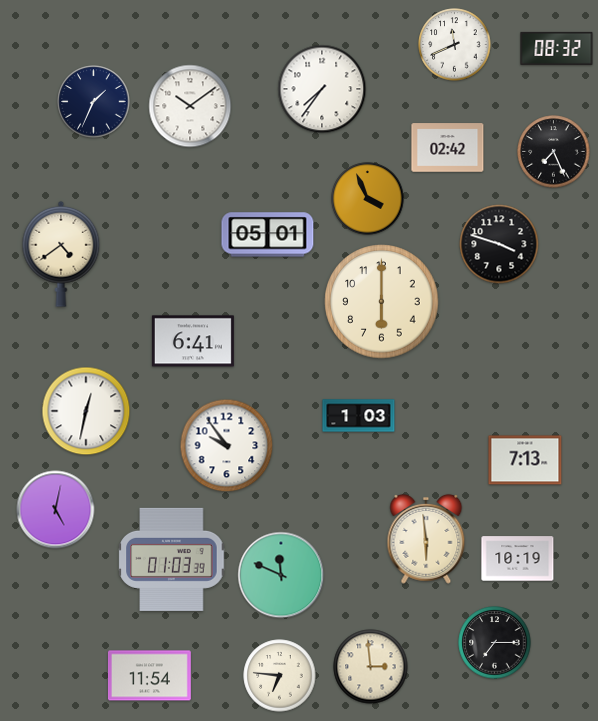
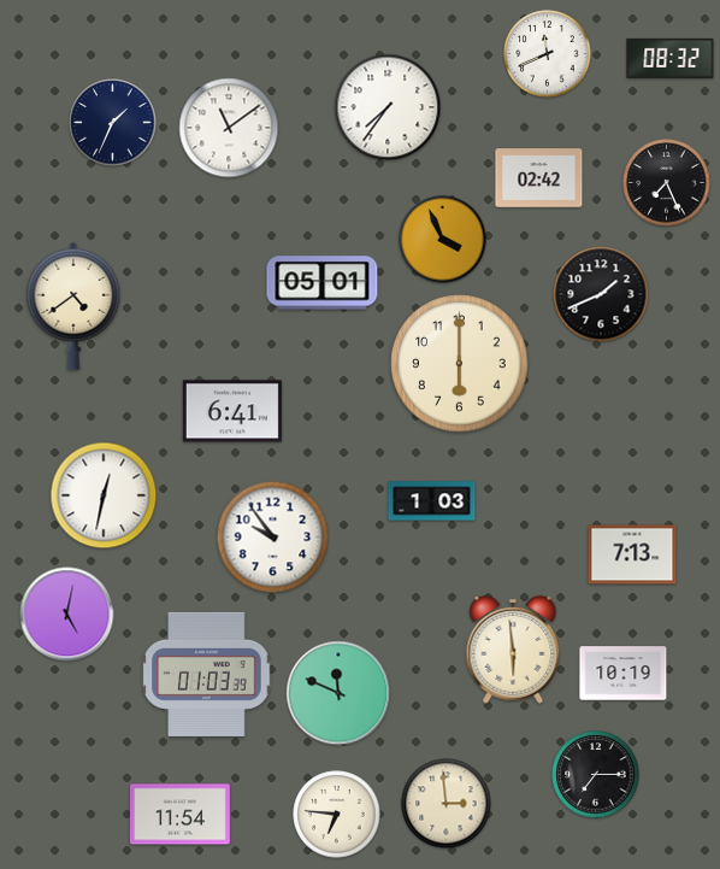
clock at (190, 106): 10:09 -> 11:09
clock at (499, 244): 3:48 -> 1:41
